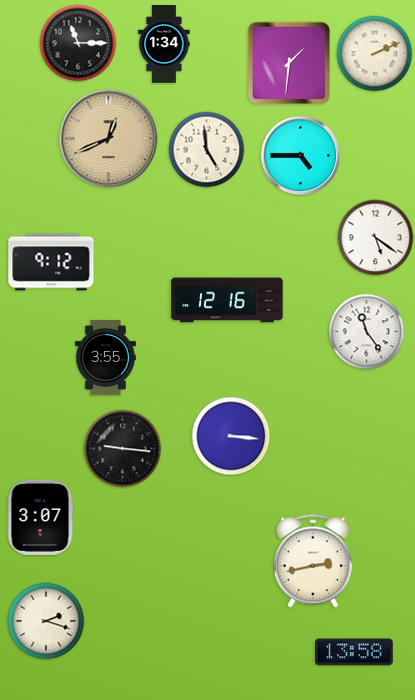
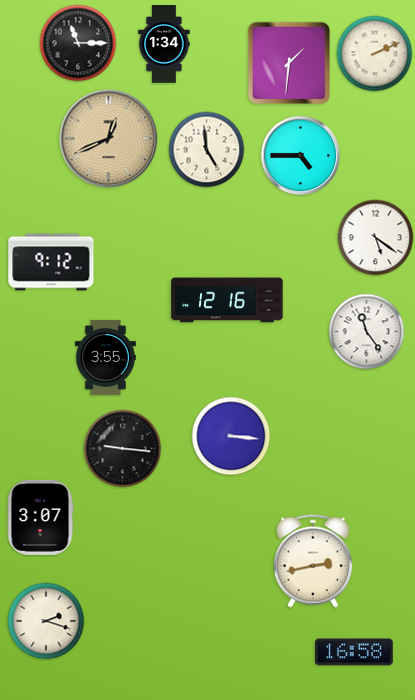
clock at (355, 652): 13:58 -> 16:58
